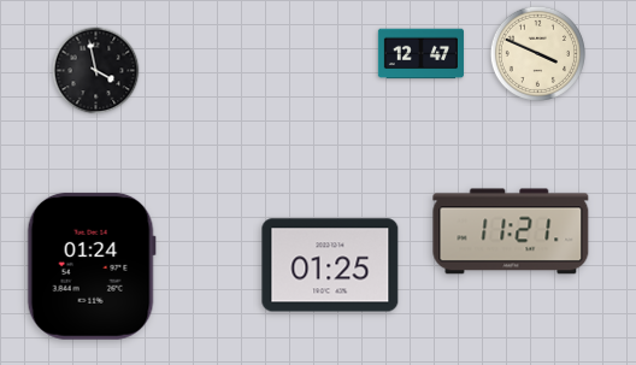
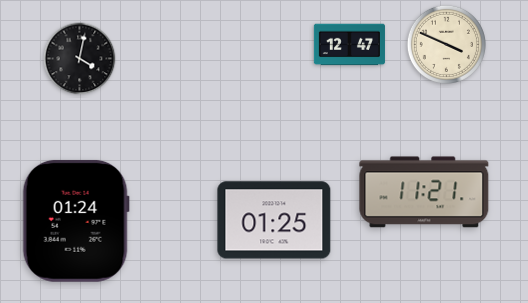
clock at (96, 71): 3:58 -> 4:02
